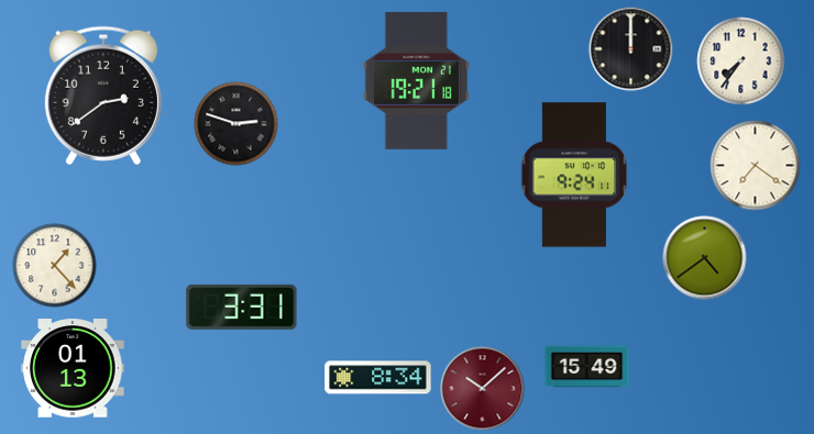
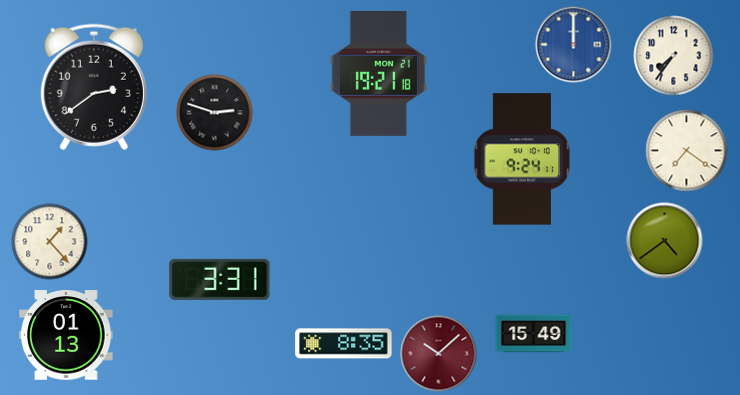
clock at (631, 49) dial: black -> blue
clock at (705, 258) position: (705, 258) -> (665, 241)
clock at (378, 378): 8:34 -> 8:35
